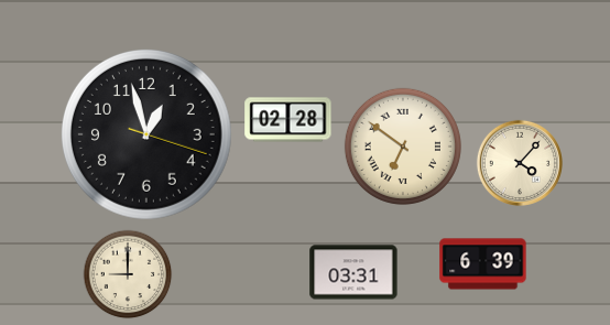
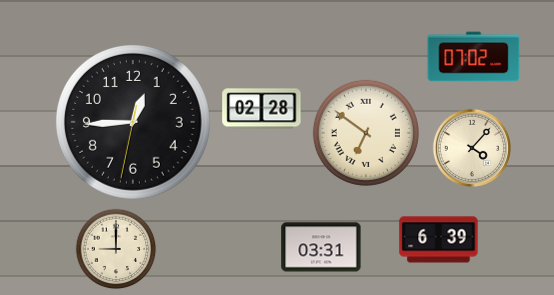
clock at (474, 57): none -> 07:02
clock at (146, 134): 12:57 -> 12:44
